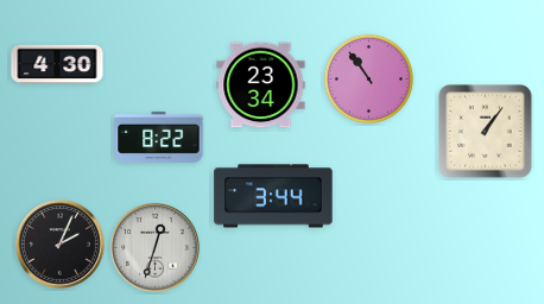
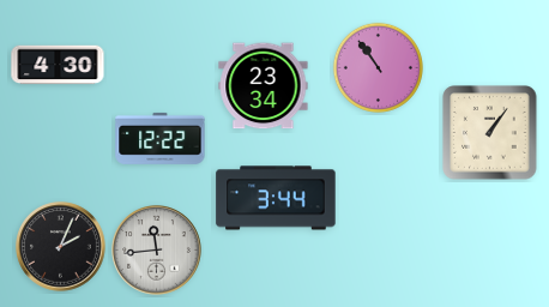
clock at (368, 78) position: (368, 78) -> (378, 67)
clock at (159, 137): 8:22 -> 12:22
clock at (156, 248): 12:33 -> 11:44
